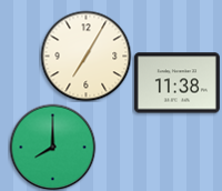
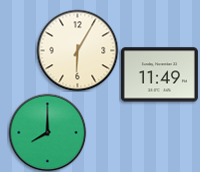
clock at (85, 56): 7:05 -> 6:05
clock at (176, 83): 11:38 -> 11:49
